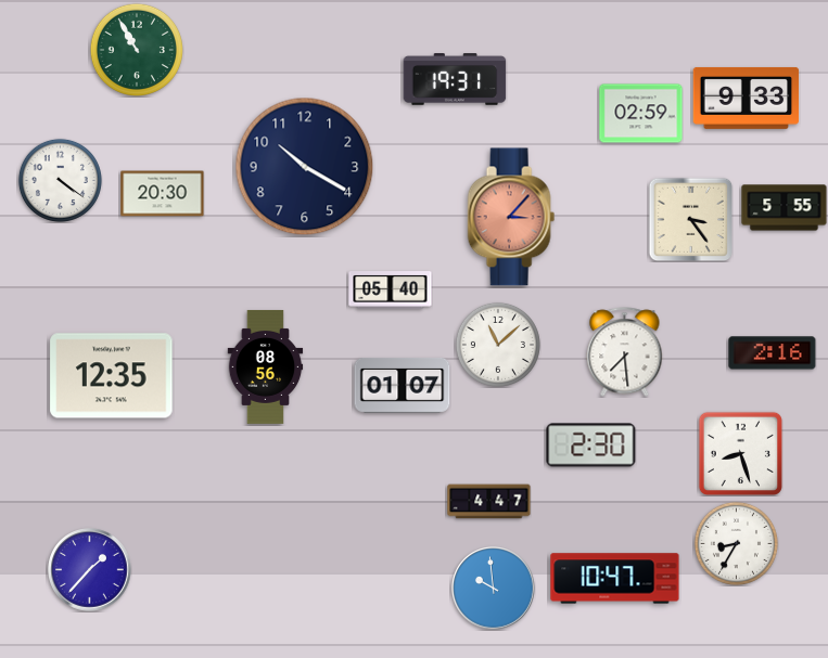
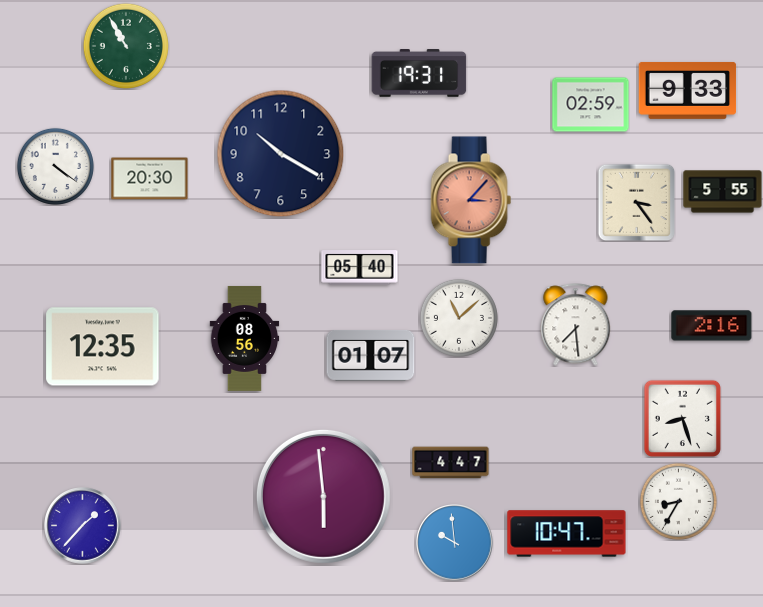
clock at (591, 446): 2:30 -> none
clock at (323, 496): none -> 5:59
